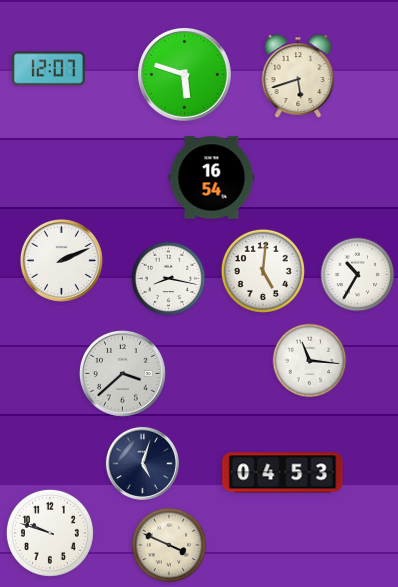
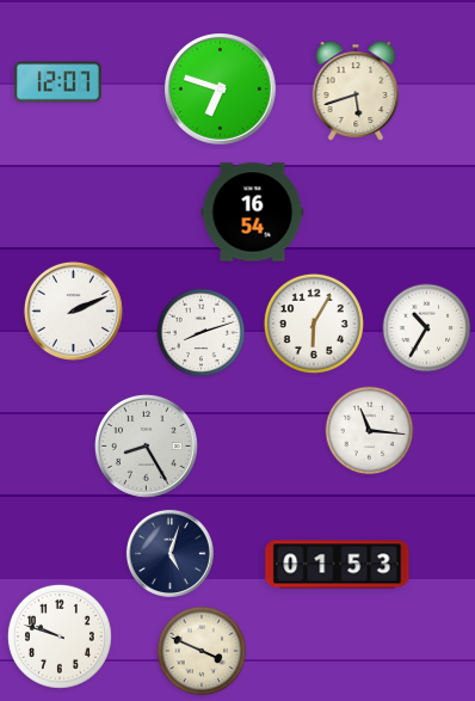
clock at (185, 75): 5:48 -> 6:48
clock at (263, 271): 5:01 -> 6:05
clock at (169, 279): 8:17 -> 8:12
clock at (122, 373): 3:38 -> 8:25
clock at (283, 473): 04:53 -> 01:53
